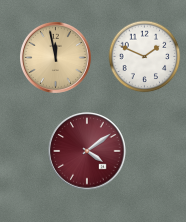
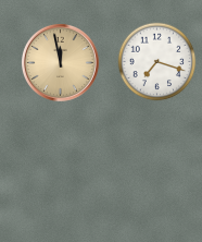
clock at (145, 57): 1:49 -> 7:18
clock at (87, 151): 4:09 -> none
